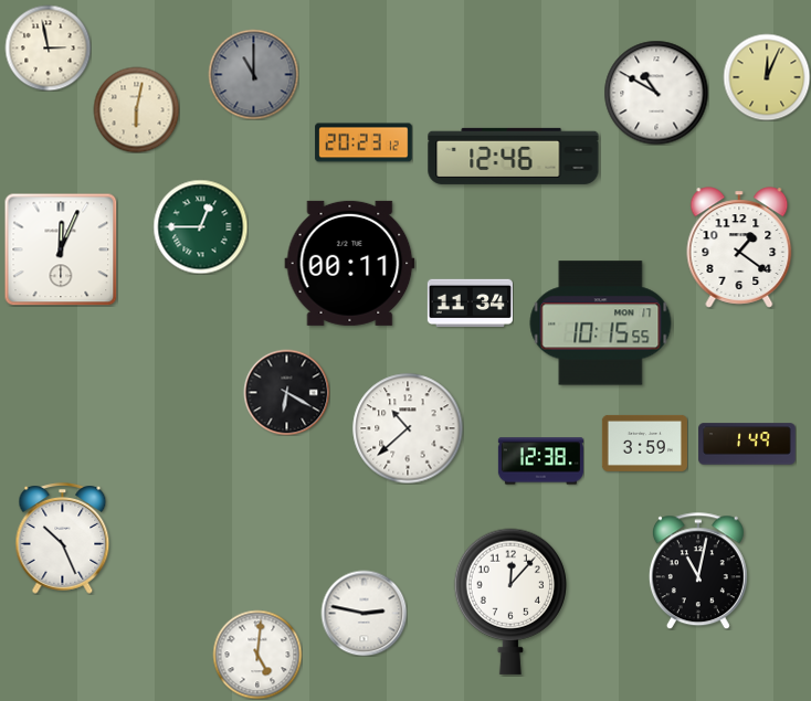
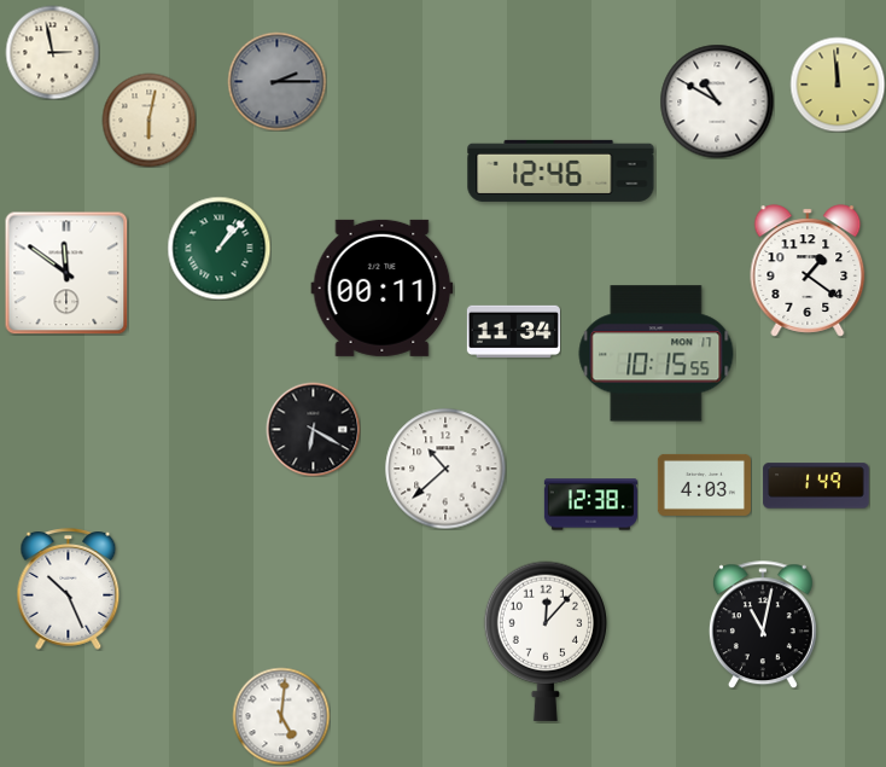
clock at (253, 74): 11:00 -> 2:15
clock at (767, 77): 12:04 -> 11:59
clock at (364, 142): 20:23 -> none
clock at (200, 226): 12:45 -> 1:07
clock at (61, 249): 12:04 -> 11:51
clock at (644, 443): 3:59 -> 4:03
clock at (510, 602) position: (510, 602) -> (546, 641)
clock at (364, 613): 2:47 -> none
